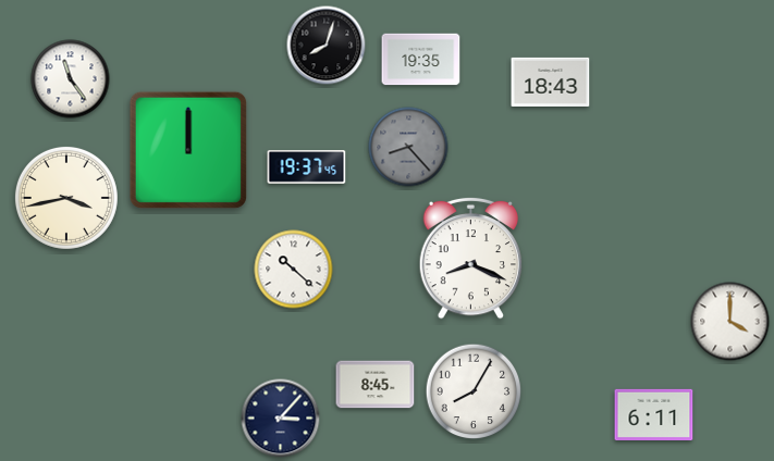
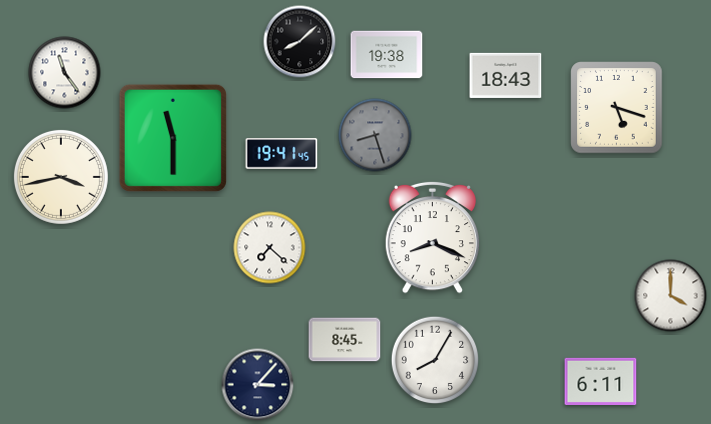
clock at (327, 46): 8:03 -> 8:08
clock at (421, 60): 19:35 -> 19:38
clock at (617, 108): none -> 5:18
clock at (408, 147): 8:23 -> 8:27
clock at (188, 150): 12:00 -> 11:30
clock at (307, 167): 19:37 -> 19:41
clock at (66, 198) position: (66, 198) -> (61, 177)
clock at (294, 270): 10:22 -> 7:22
clock at (376, 385) position: (376, 385) -> (345, 340)
